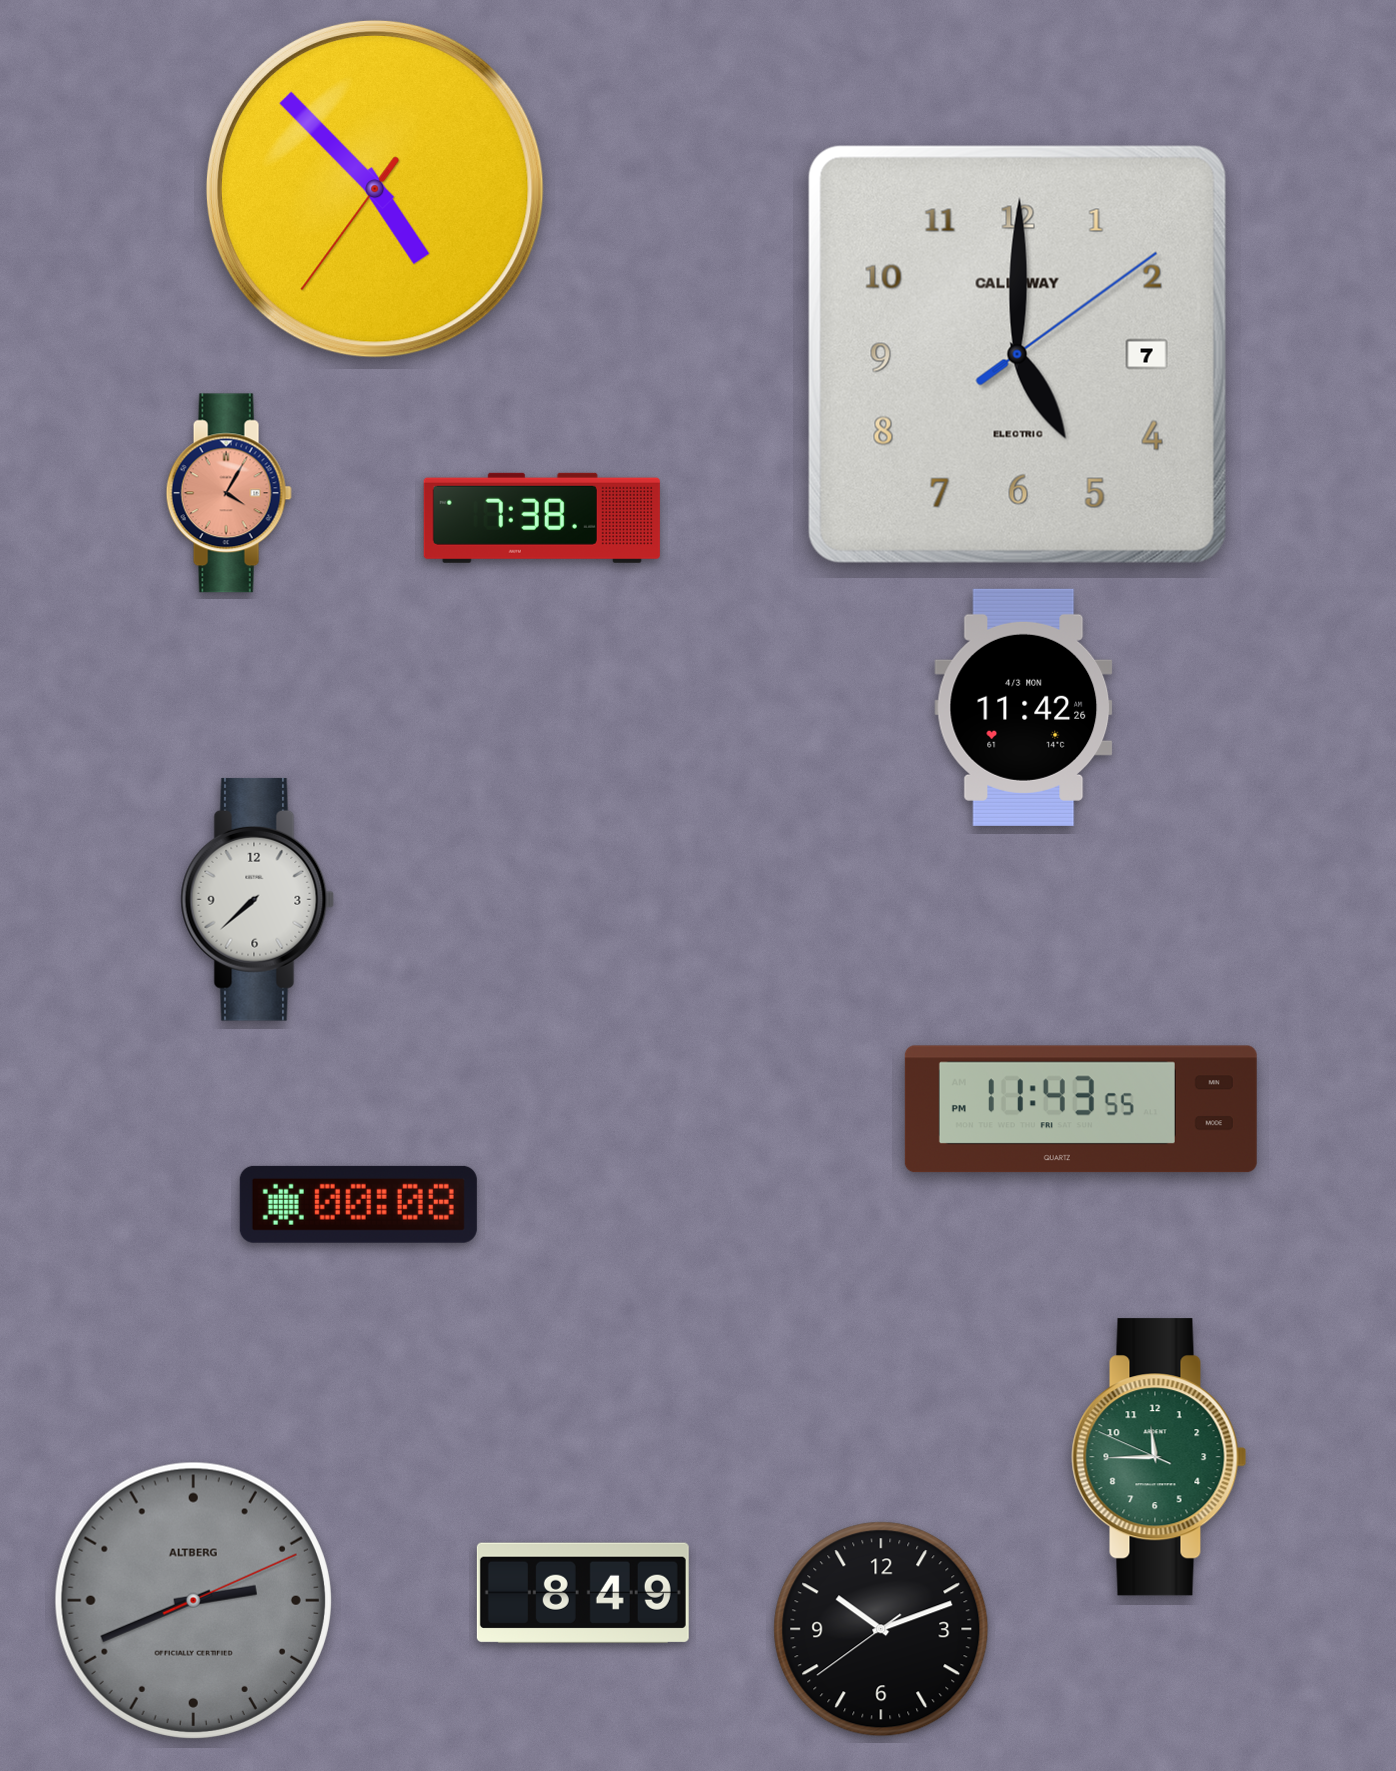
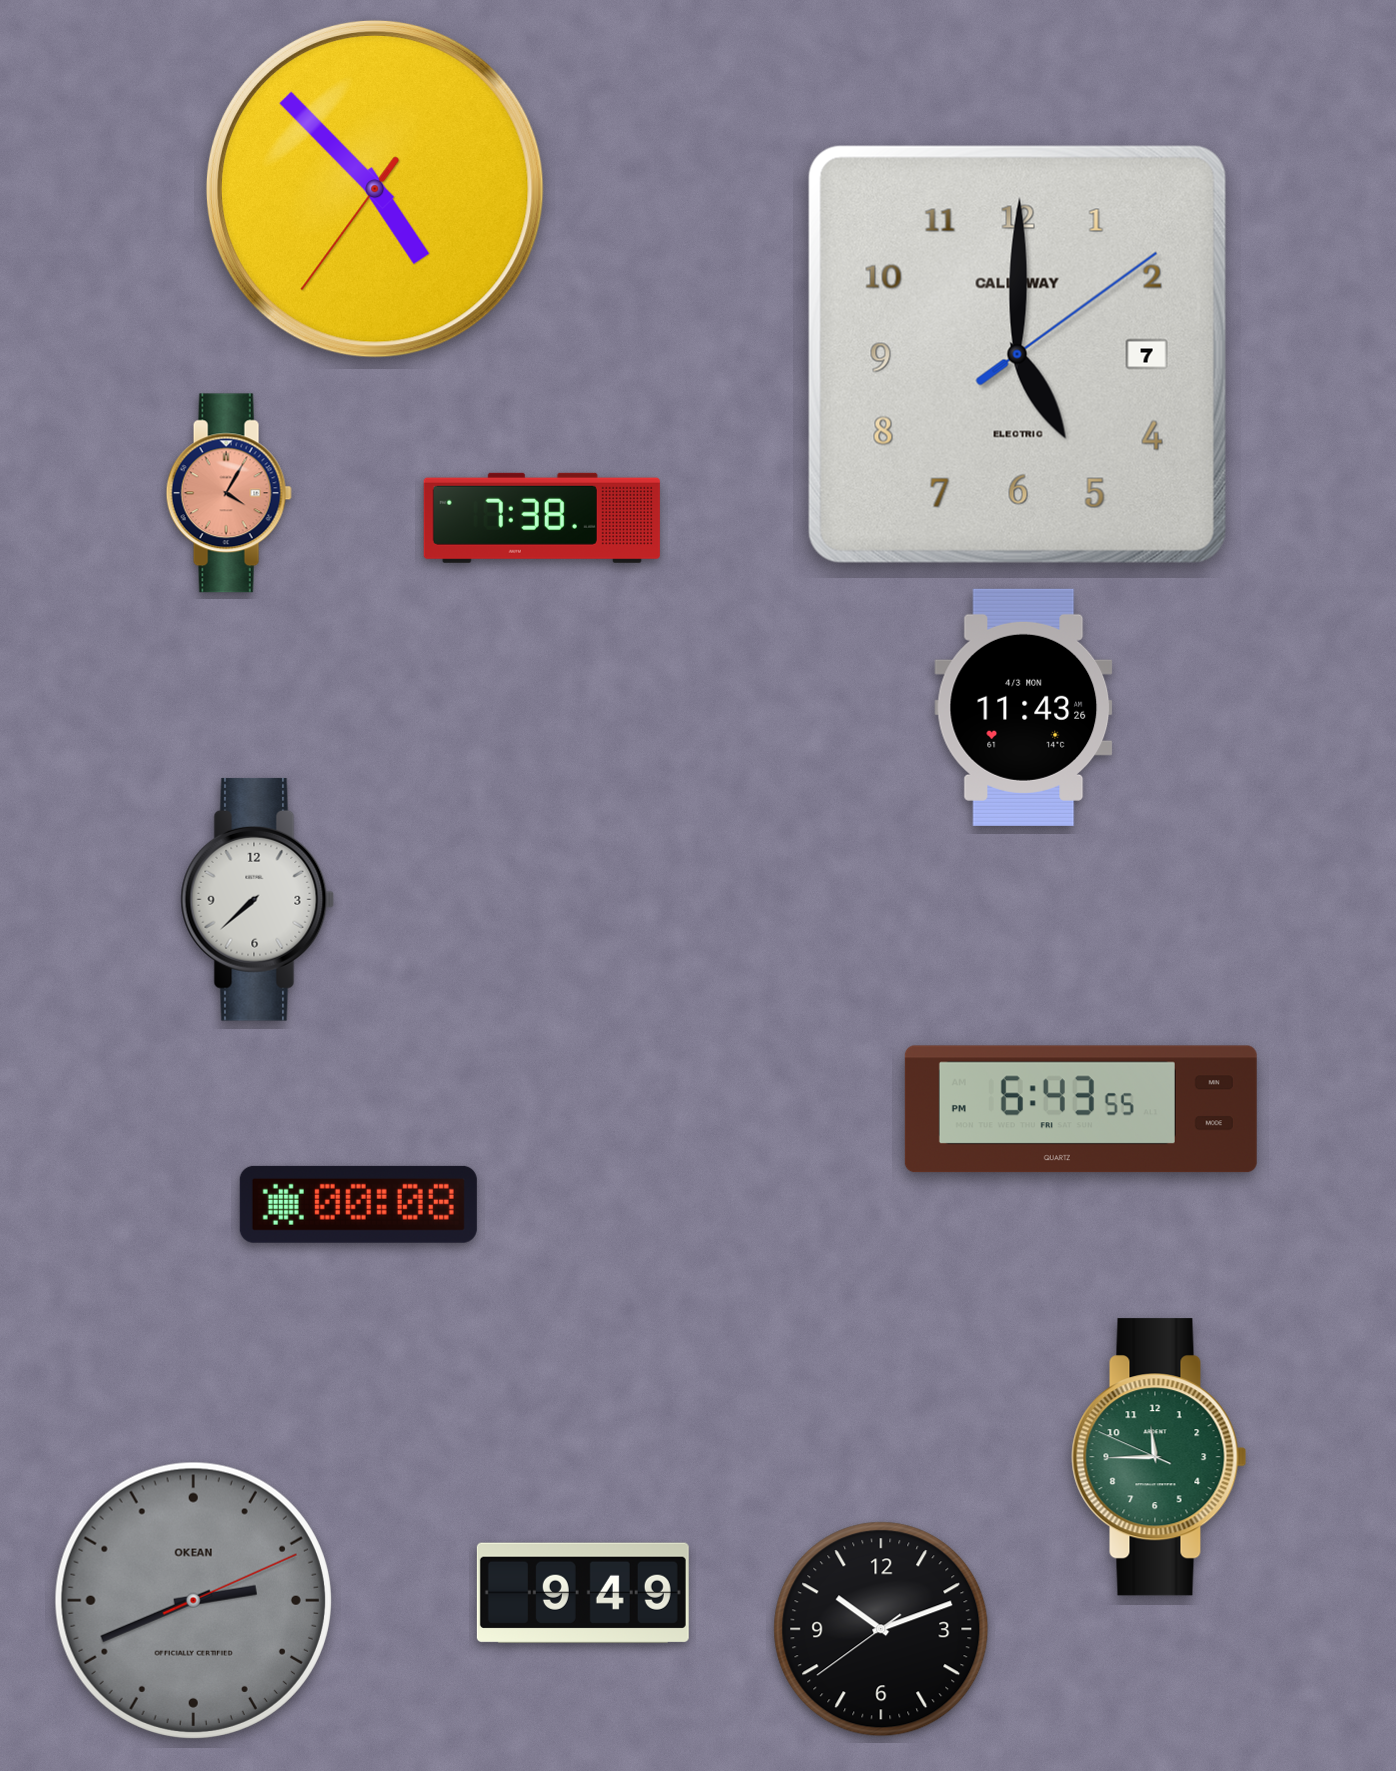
clock at (1024, 707): 11:42 -> 11:43
clock at (1081, 1109): 11:43 -> 6:43
clock at (583, 1593): 8:49 -> 9:49
clock at (193, 1600) brand: ALTBERG -> OKEAN
